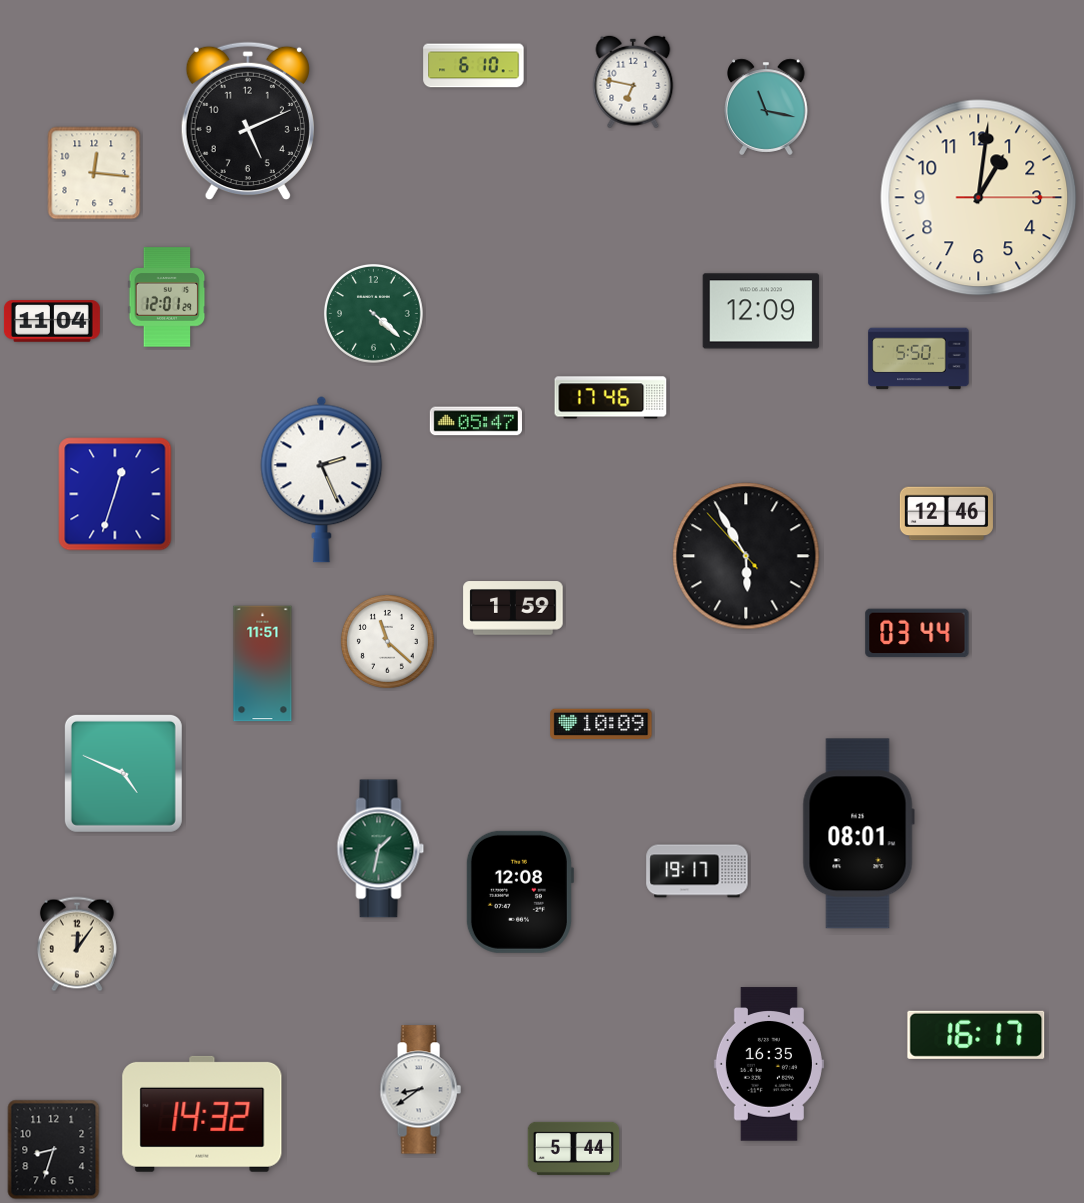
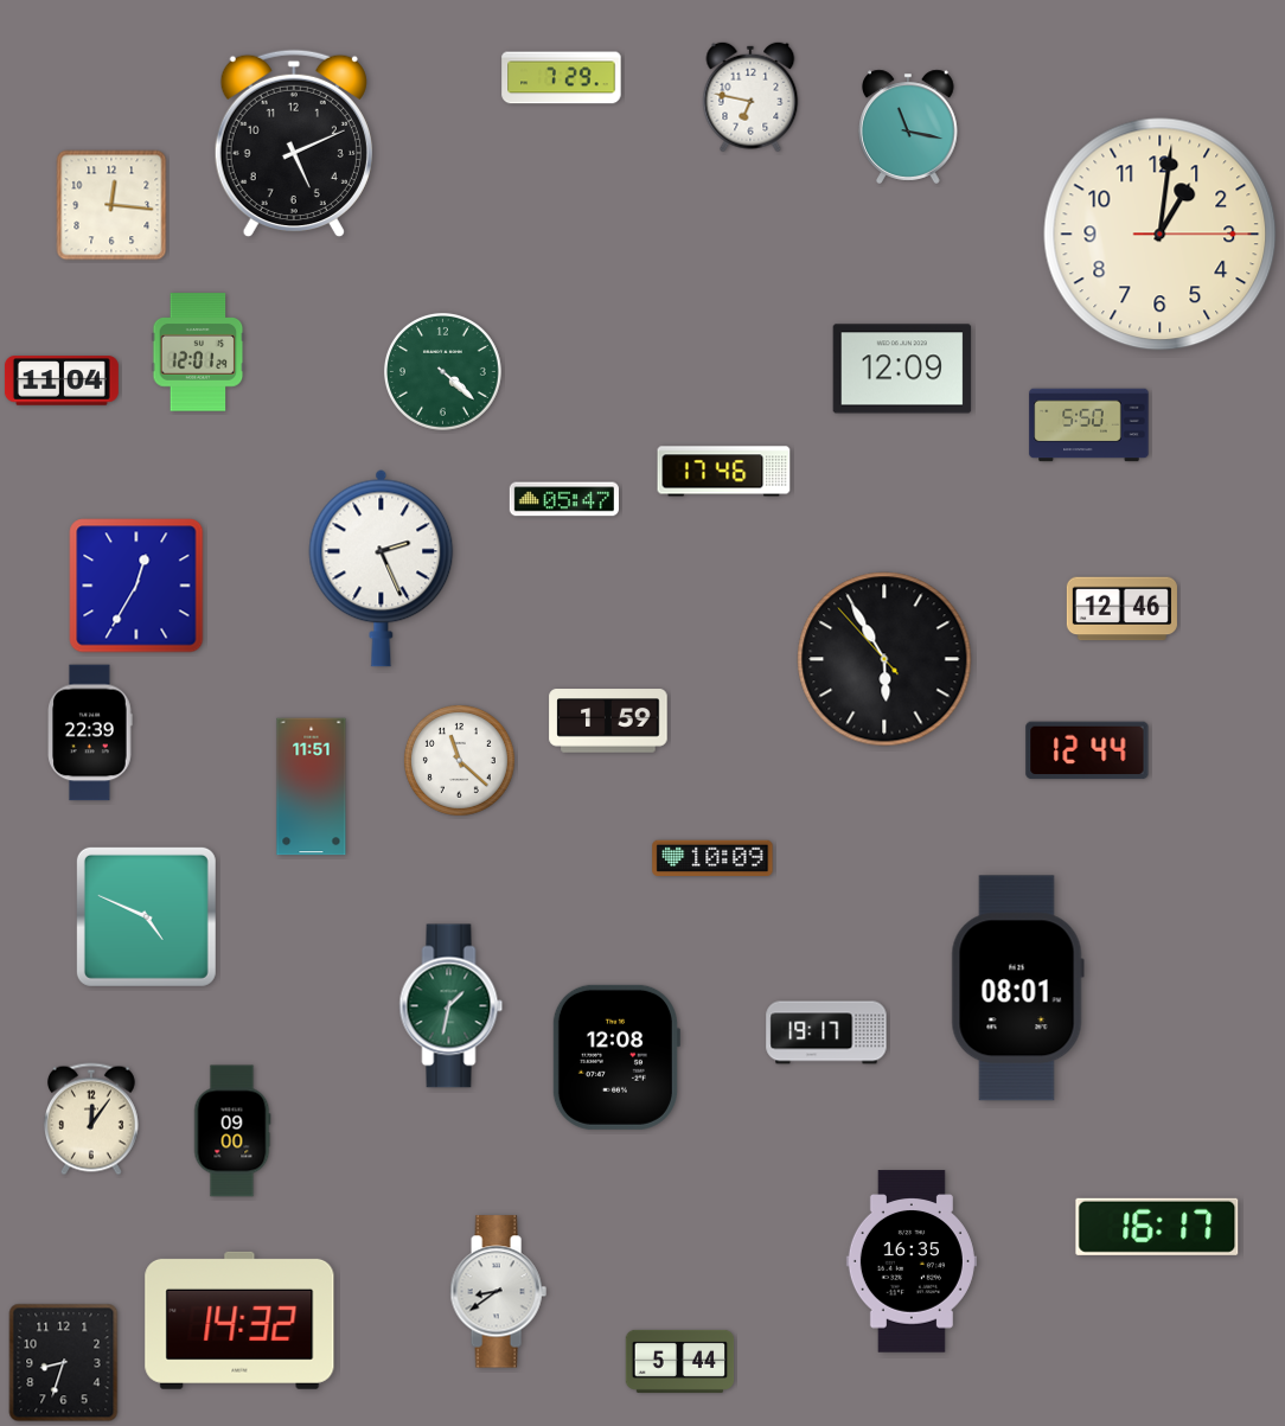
clock at (474, 66): 6:10 -> 7:29
clock at (115, 494): 12:33 -> 12:35
clock at (90, 733): none -> 22:39
clock at (917, 633): 03:44 -> 12:44
clock at (232, 1131): none -> 09:00
